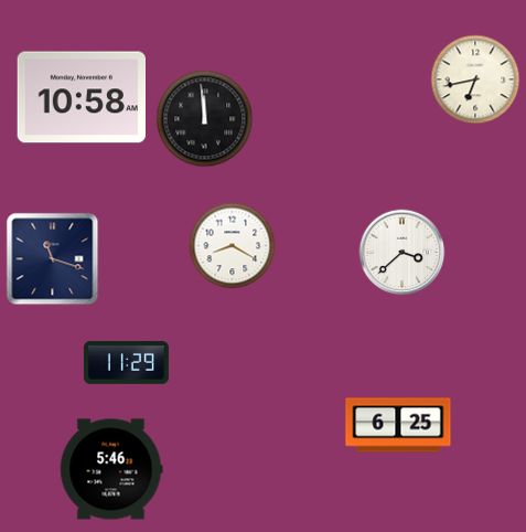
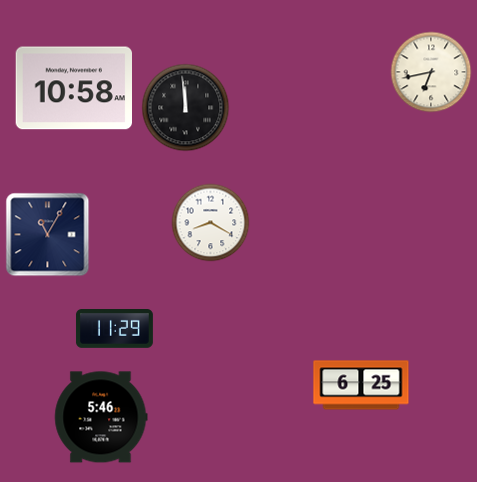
clock at (401, 252): 3:38 -> none
clock at (52, 258): 11:18 -> 11:05
clock at (111, 469) position: (111, 469) -> (101, 417)
